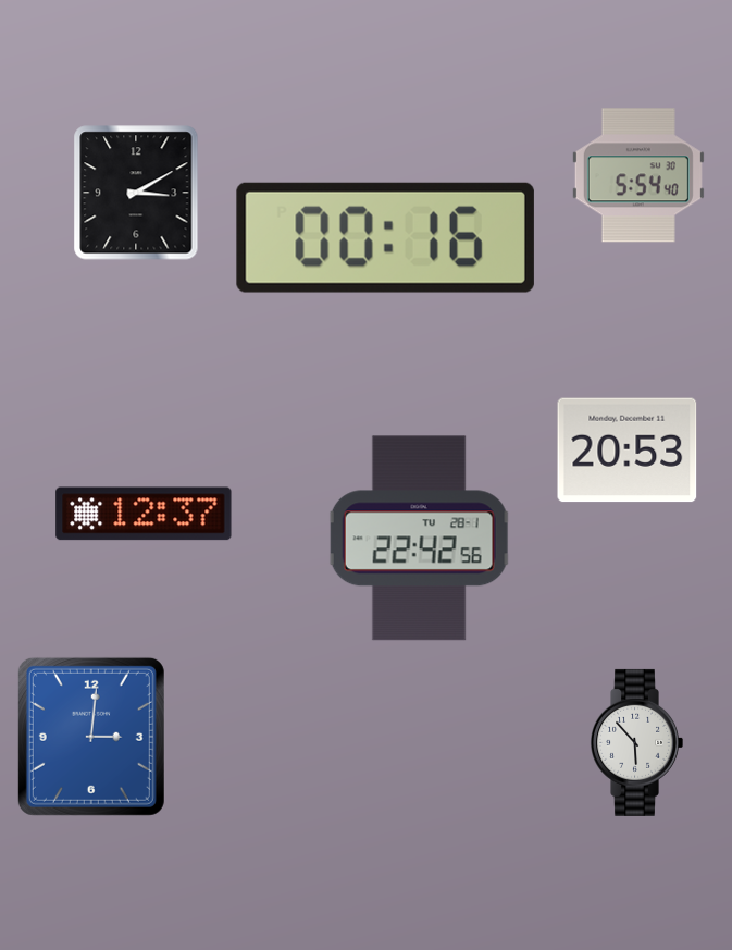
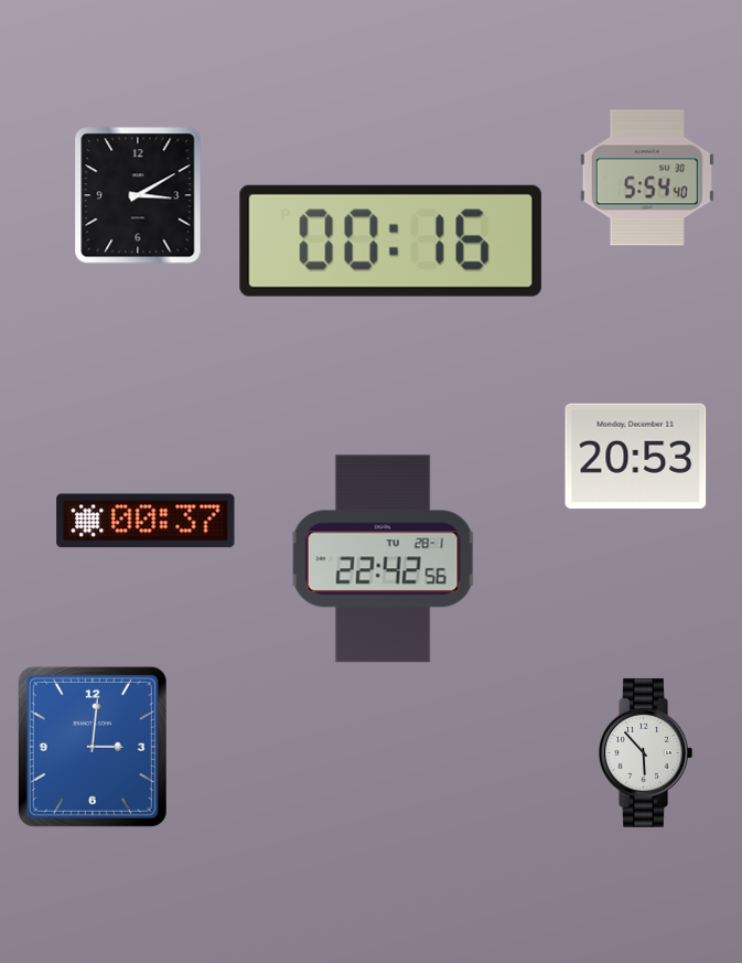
clock at (144, 514): 12:37 -> 00:37
clock at (419, 539) position: (419, 539) -> (383, 559)
